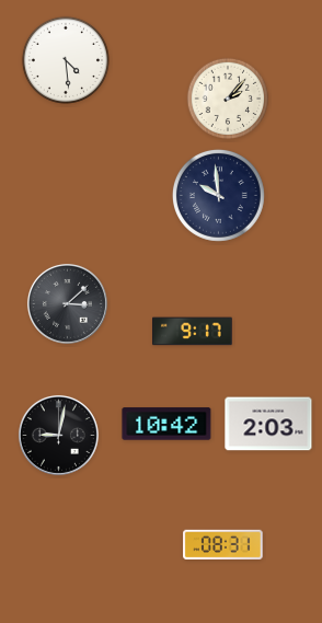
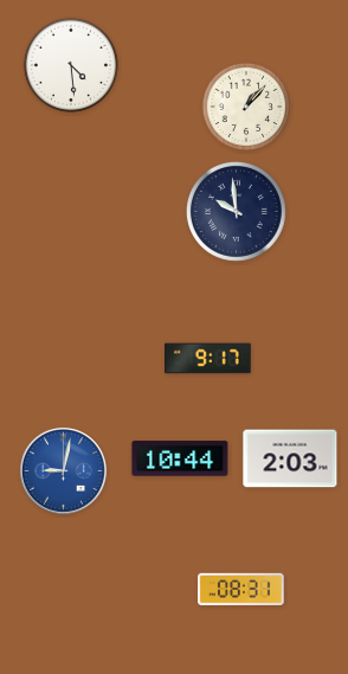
clock at (228, 99): 2:07 -> 1:07
clock at (67, 303): 3:08 -> none
clock at (166, 424): 10:42 -> 10:44
clock at (58, 435) dial: black -> blue
